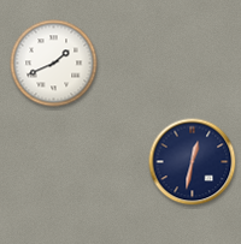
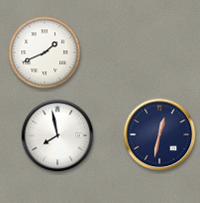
clock at (58, 136): none -> 7:58
